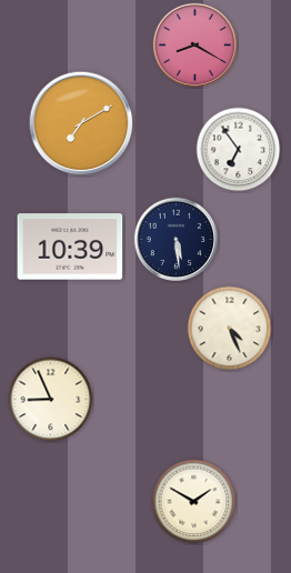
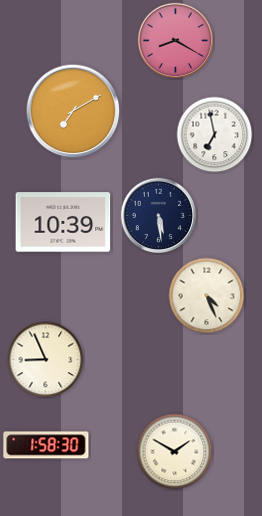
clock at (239, 150): 6:54 -> 6:58
clock at (46, 445): none -> 1:58
